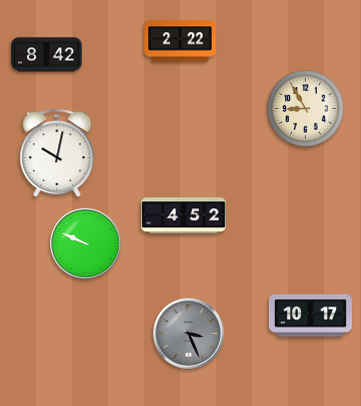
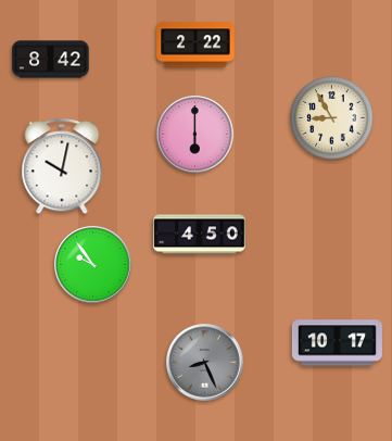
clock at (195, 135): none -> 6:00
clock at (184, 216): 4:52 -> 4:50
clock at (86, 244): 9:49 -> 9:54
clock at (189, 334): 3:26 -> 8:26
